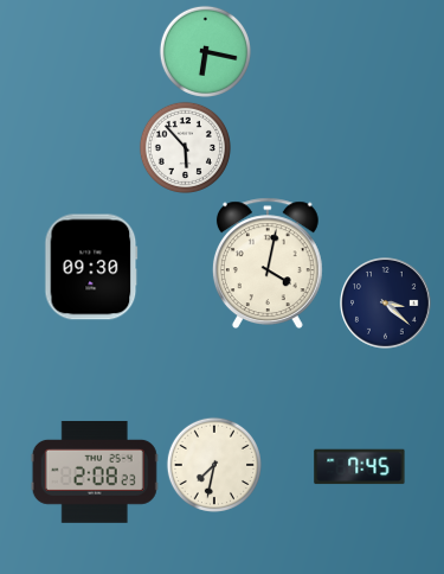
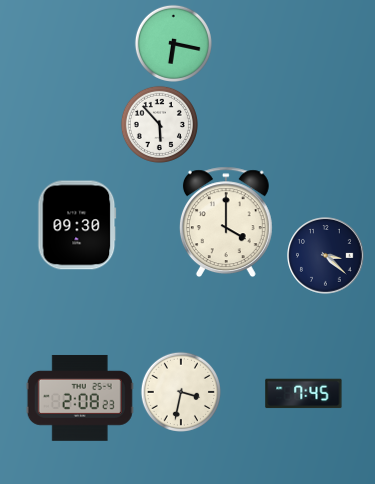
clock at (185, 147) position: (185, 147) -> (159, 124)
clock at (268, 263): 4:02 -> 4:00
clock at (214, 465): 7:32 -> 3:32
